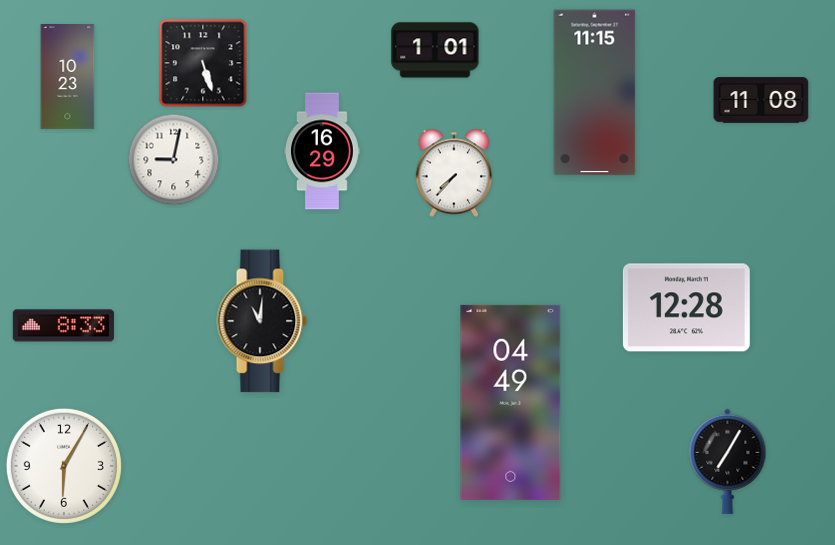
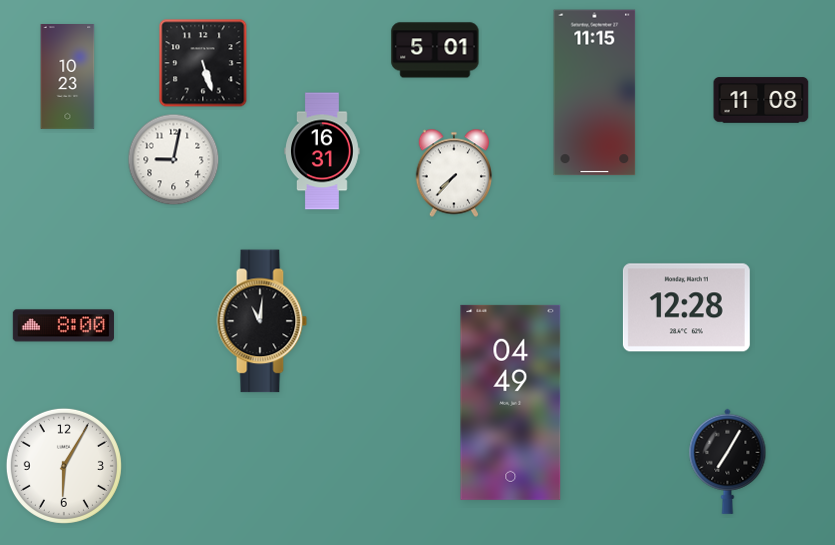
clock at (435, 50): 1:01 -> 5:01
clock at (322, 151): 16:29 -> 16:31
clock at (63, 326): 8:33 -> 8:00
